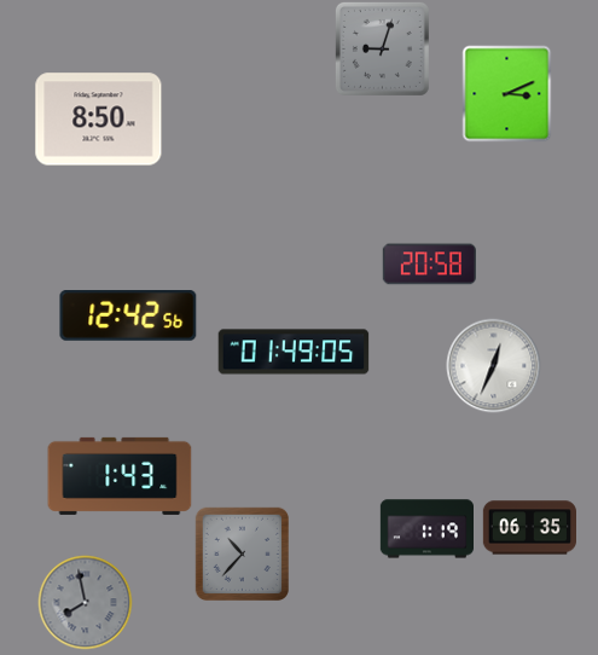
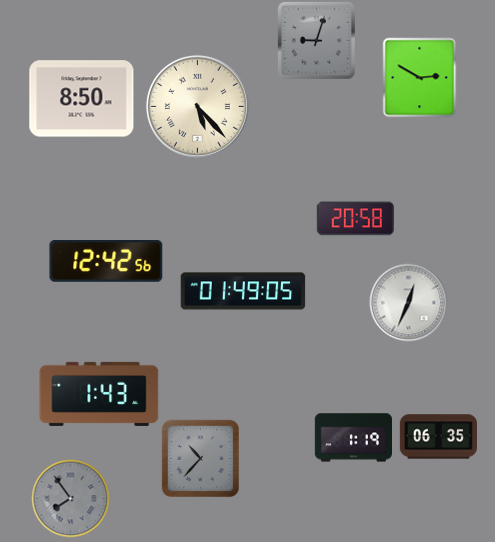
clock at (507, 93): 3:11 -> 2:50
clock at (197, 106): none -> 5:23
clock at (85, 602): 7:58 -> 7:54
